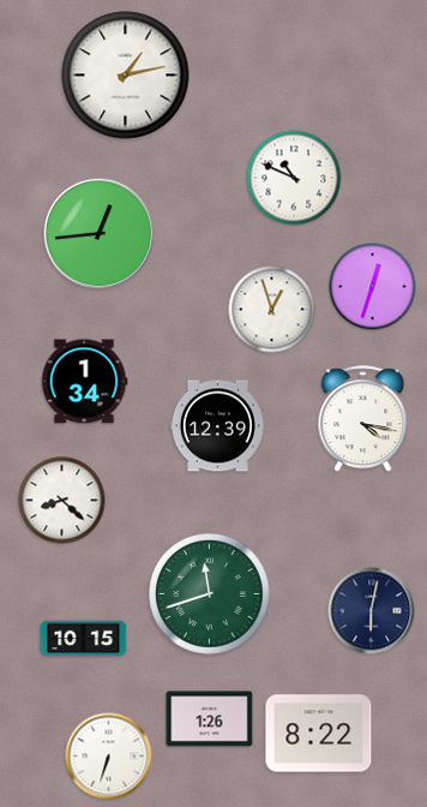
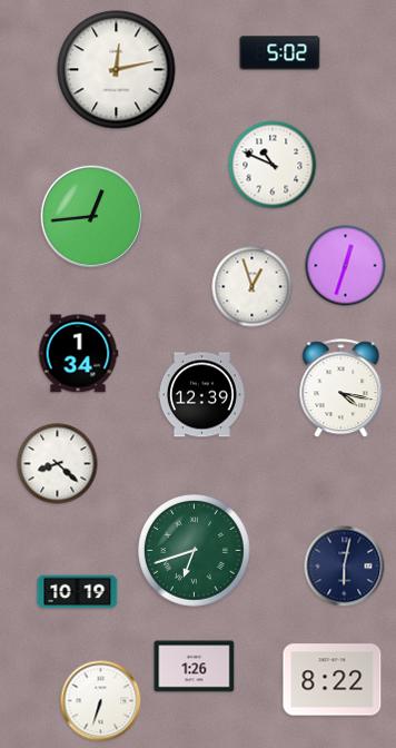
clock at (280, 53): none -> 5:02
clock at (126, 76): 1:13 -> 12:13
clock at (363, 419) position: (363, 419) -> (341, 388)
clock at (210, 594): 11:42 -> 6:42
clock at (84, 639): 10:15 -> 10:19
clock at (319, 734) position: (319, 734) -> (333, 680)
